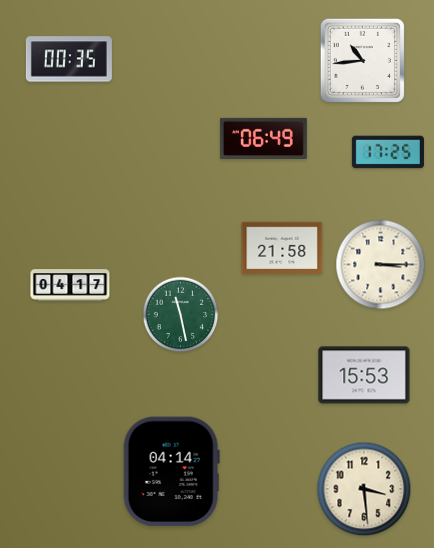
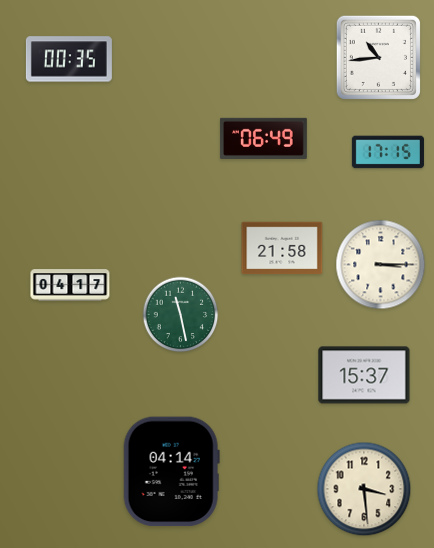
clock at (362, 60) position: (362, 60) -> (378, 57)
clock at (388, 152): 17:25 -> 17:15
clock at (364, 375): 15:53 -> 15:37
